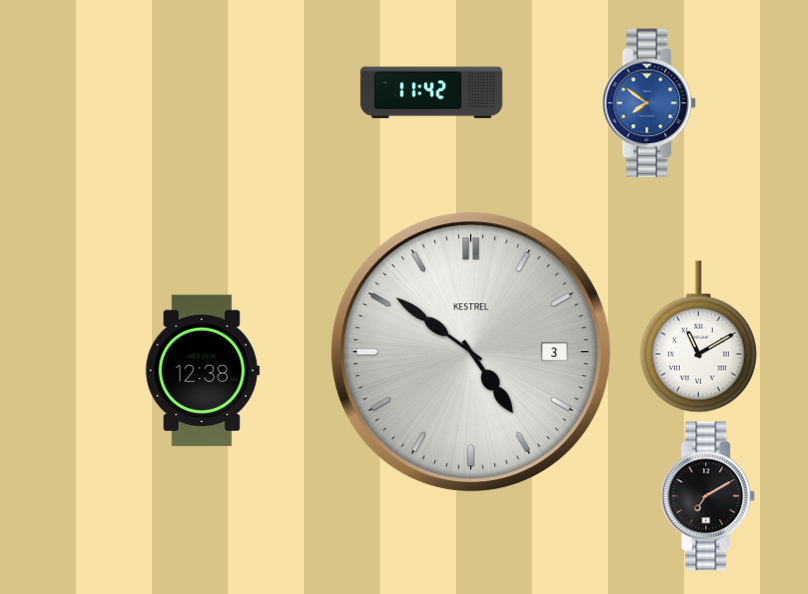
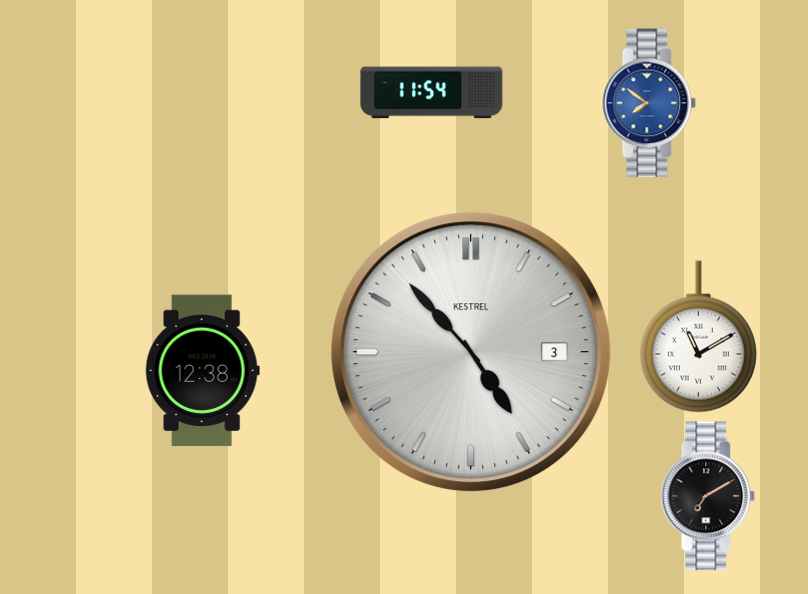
clock at (432, 93): 11:42 -> 11:54
clock at (471, 352): 4:51 -> 4:53
